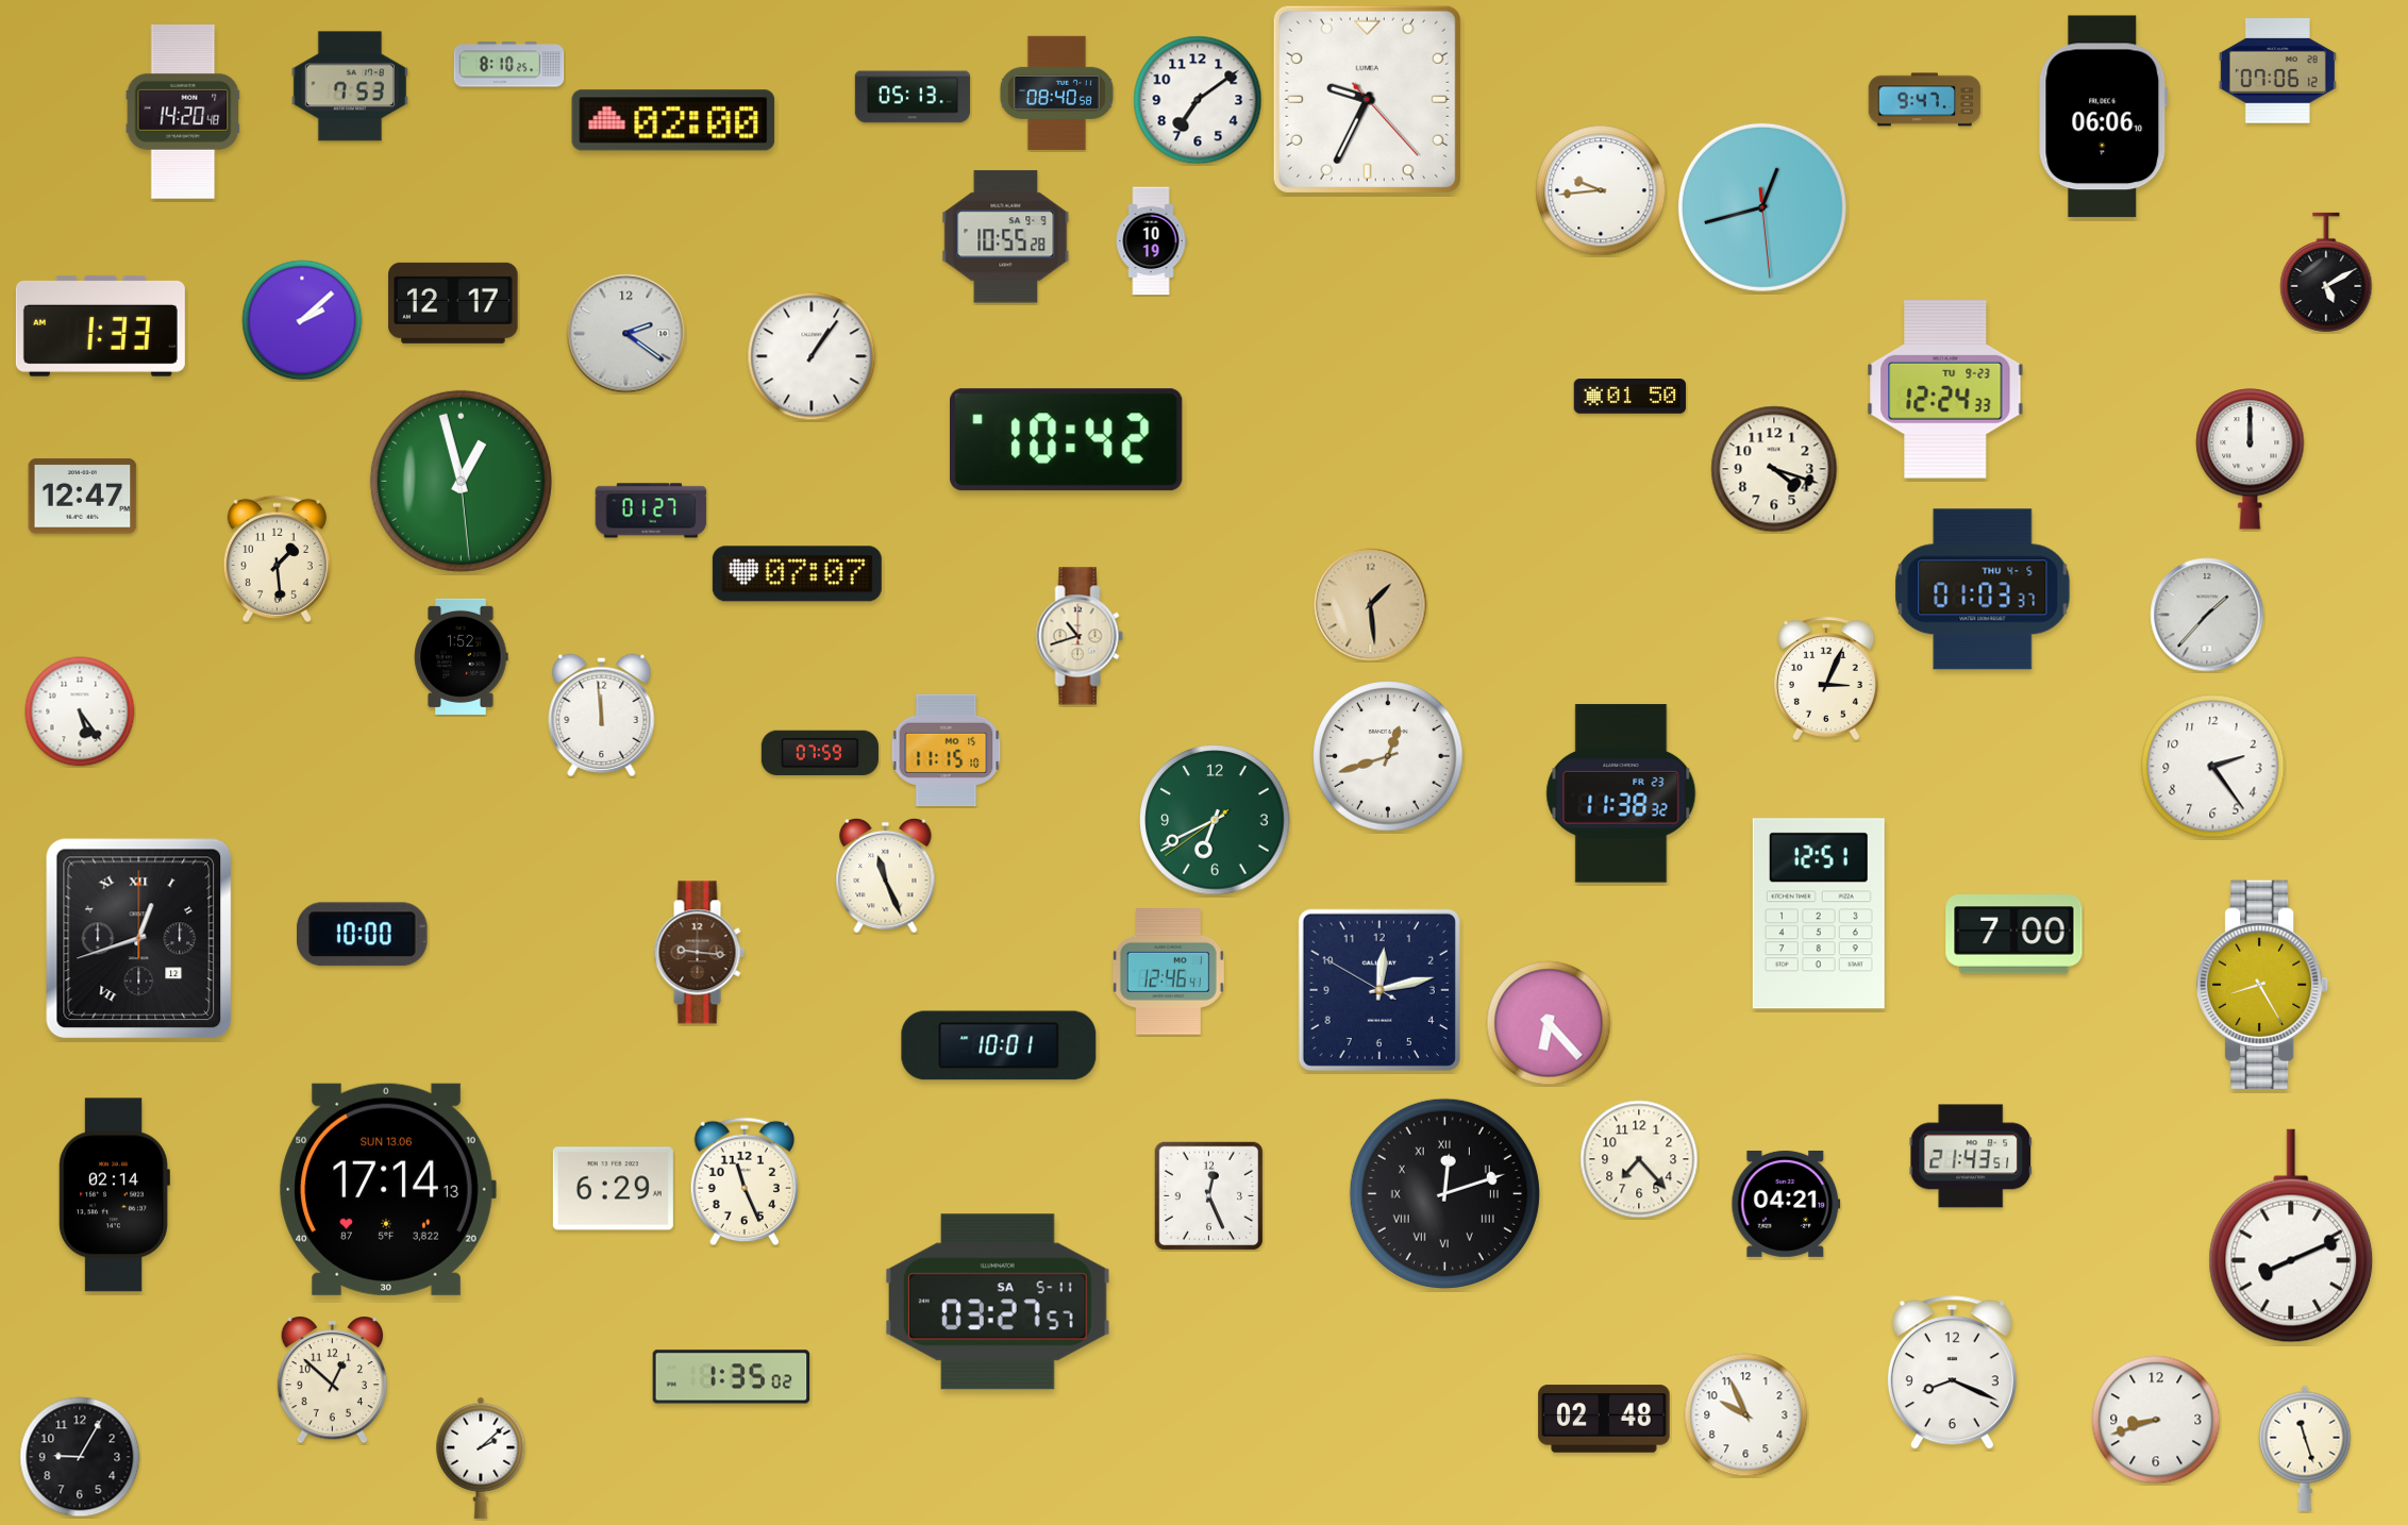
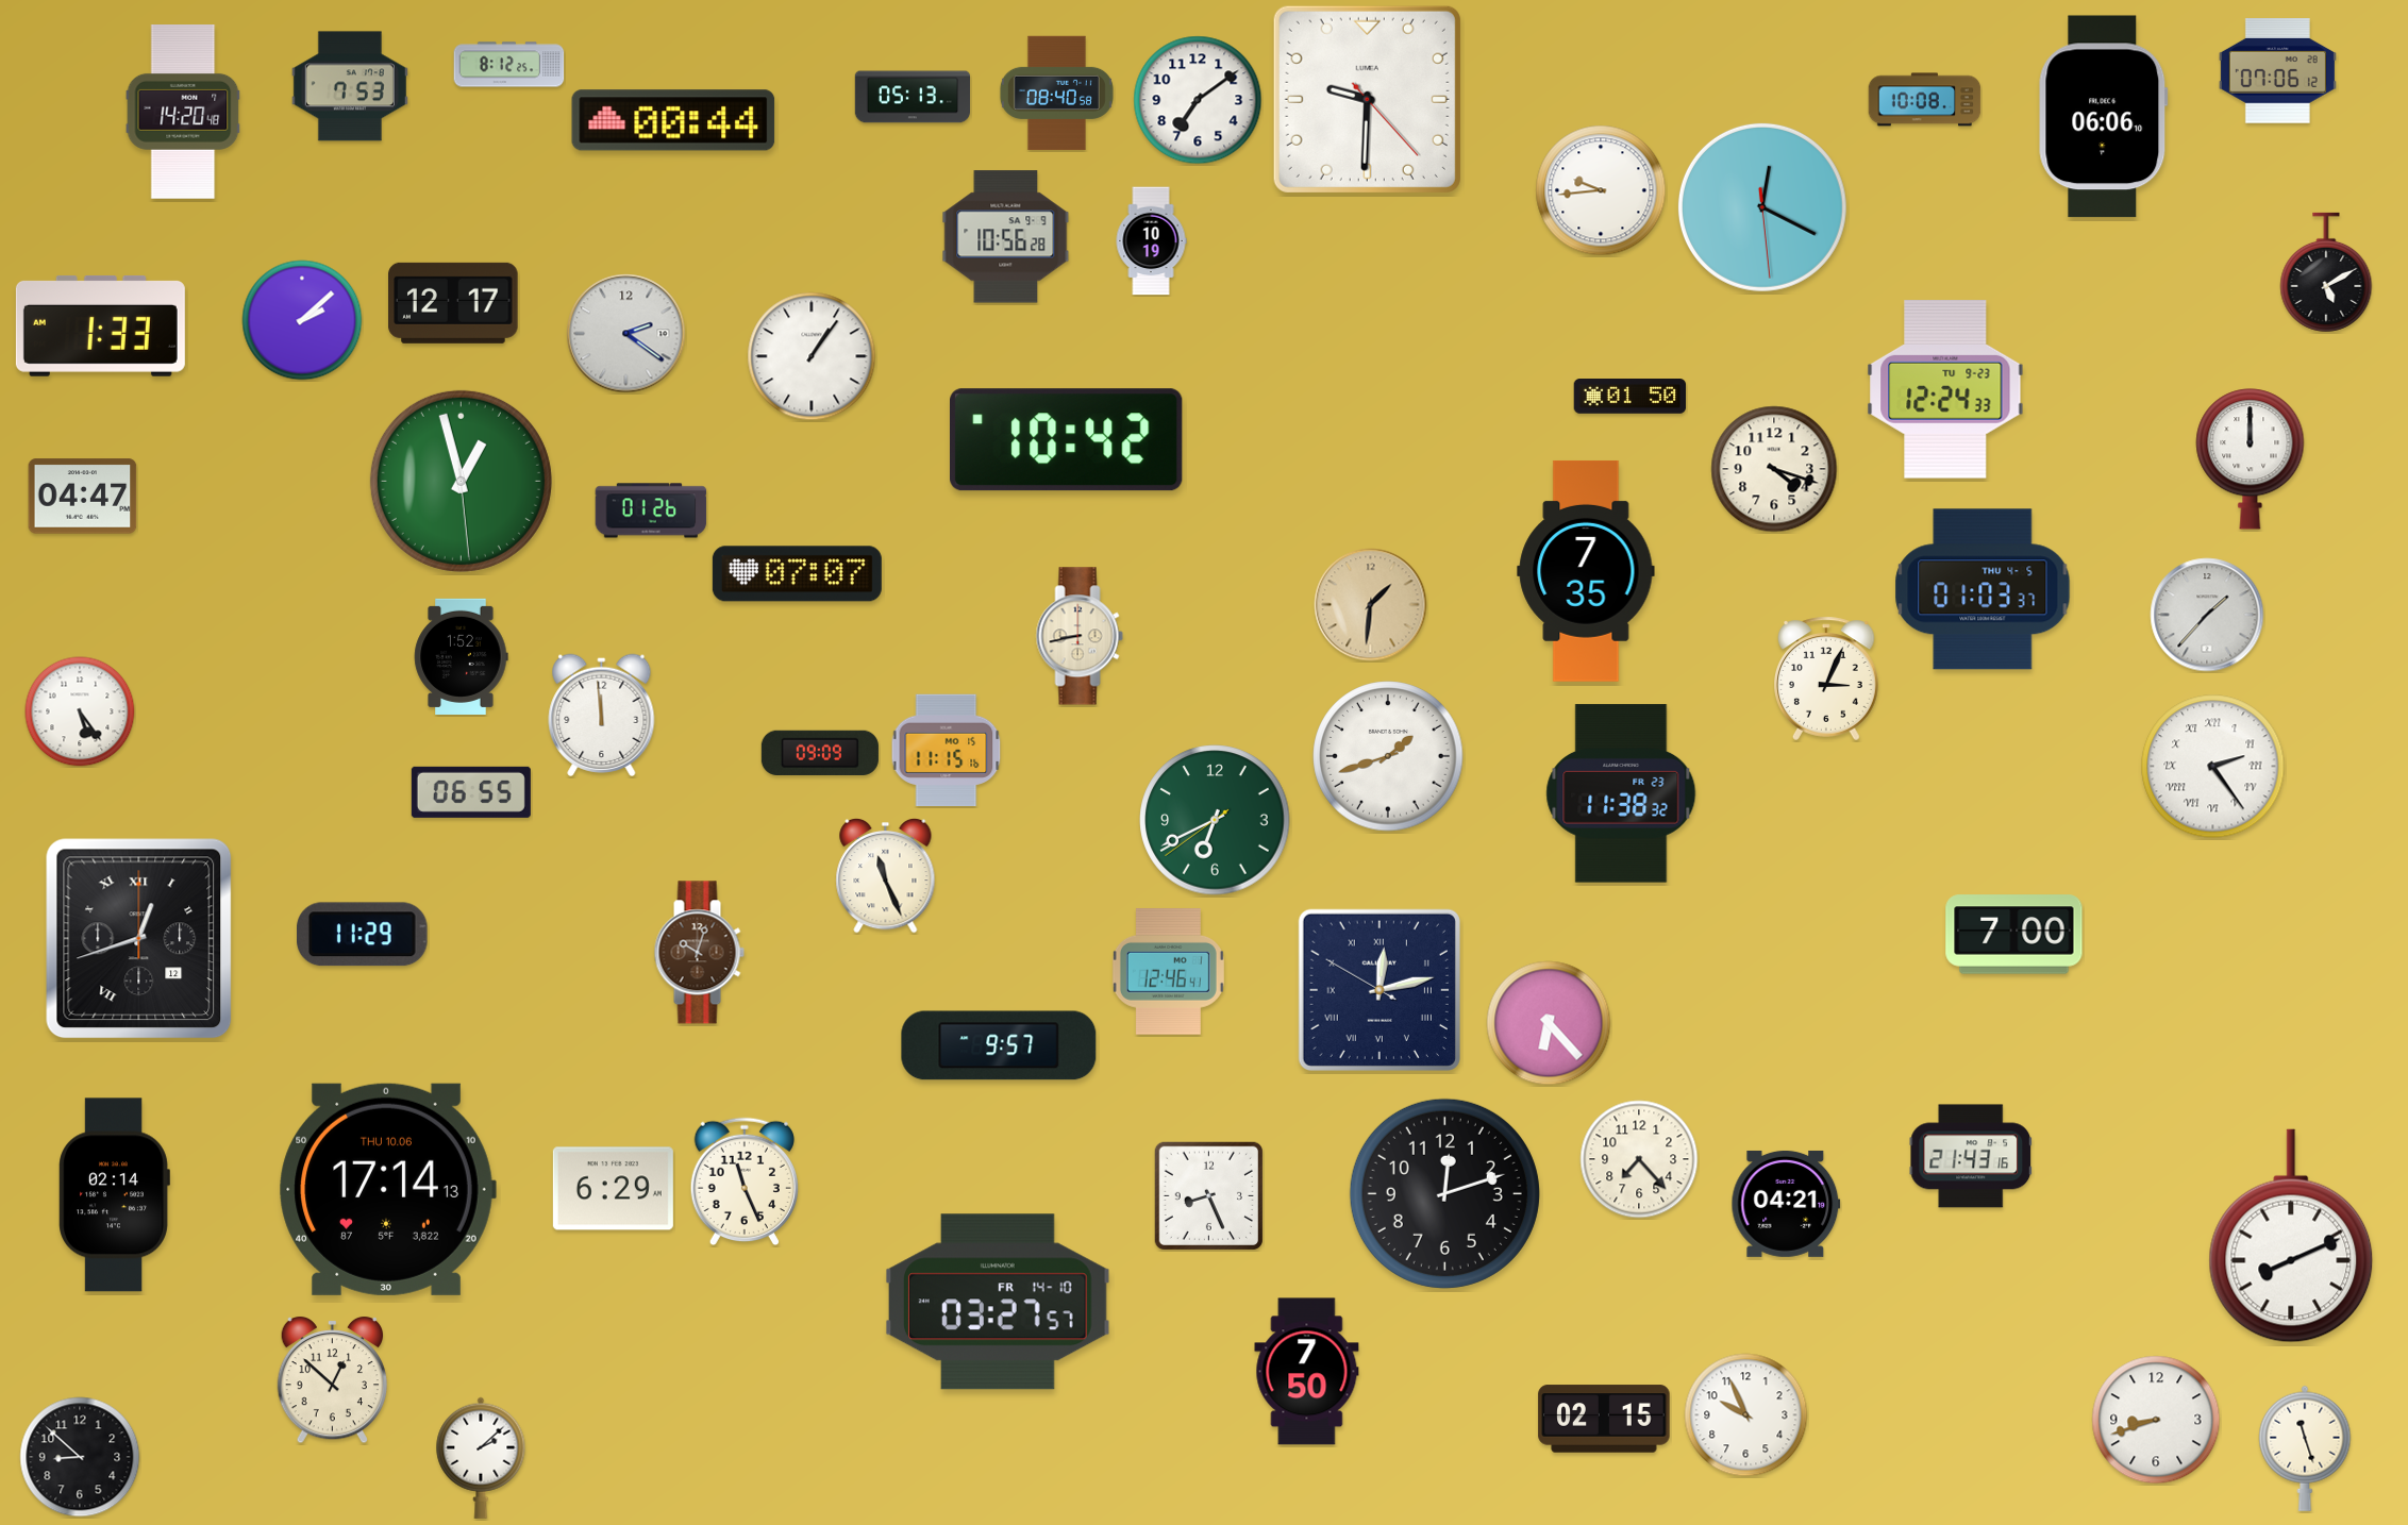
clock at (509, 65): 8:10 -> 8:12
clock at (1367, 99): 9:34 -> 9:30
clock at (1925, 100): 9:47 -> 10:08
clock at (673, 120): 02:00 -> 00:44
clock at (1762, 207): 12:42 -> 12:19
clock at (1006, 237): 10:55 -> 10:56
clock at (83, 497): 12:47 -> 04:47
clock at (651, 510): 01:27 -> 01:26
clock at (277, 558): 1:29 -> none
clock at (1586, 571): none -> 7:35
clock at (1371, 605): 1:29 -> 1:31
clock at (1080, 636): 10:42 -> 8:43
clock at (947, 751): 11:15:10 -> 11:15:16
clock at (820, 753): 07:59 -> 09:09
clock at (1388, 756): 12:42 -> 1:42
clock at (2213, 767) numerals: Arabic -> Roman
clock at (471, 792): none -> 06:55
clock at (1819, 914): 12:51 -> none
clock at (363, 935): 10:00 -> 11:29
clock at (699, 953): 9:16 -> 10:03
clock at (2263, 985): 8:25 -> none
clock at (1379, 990) numerals: Arabic -> Roman
clock at (999, 1045): 10:01 -> 9:57
clock at (1971, 1156): 21:43:51 -> 21:43:16
clock at (387, 1189) date: SUN 13.06 -> THU 10.06
clock at (1444, 1193) numerals: Roman -> Arabic
clock at (1208, 1195): 12:26 -> 8:26
clock at (998, 1302) date: SA 5-11 -> FR 14-10
clock at (1307, 1372): none -> 7:50
clock at (1952, 1373): 8:19 -> none
clock at (732, 1377): 1:35 -> none
clock at (1604, 1419): 02:48 -> 02:15
clock at (80, 1457): 9:05 -> 8:52
